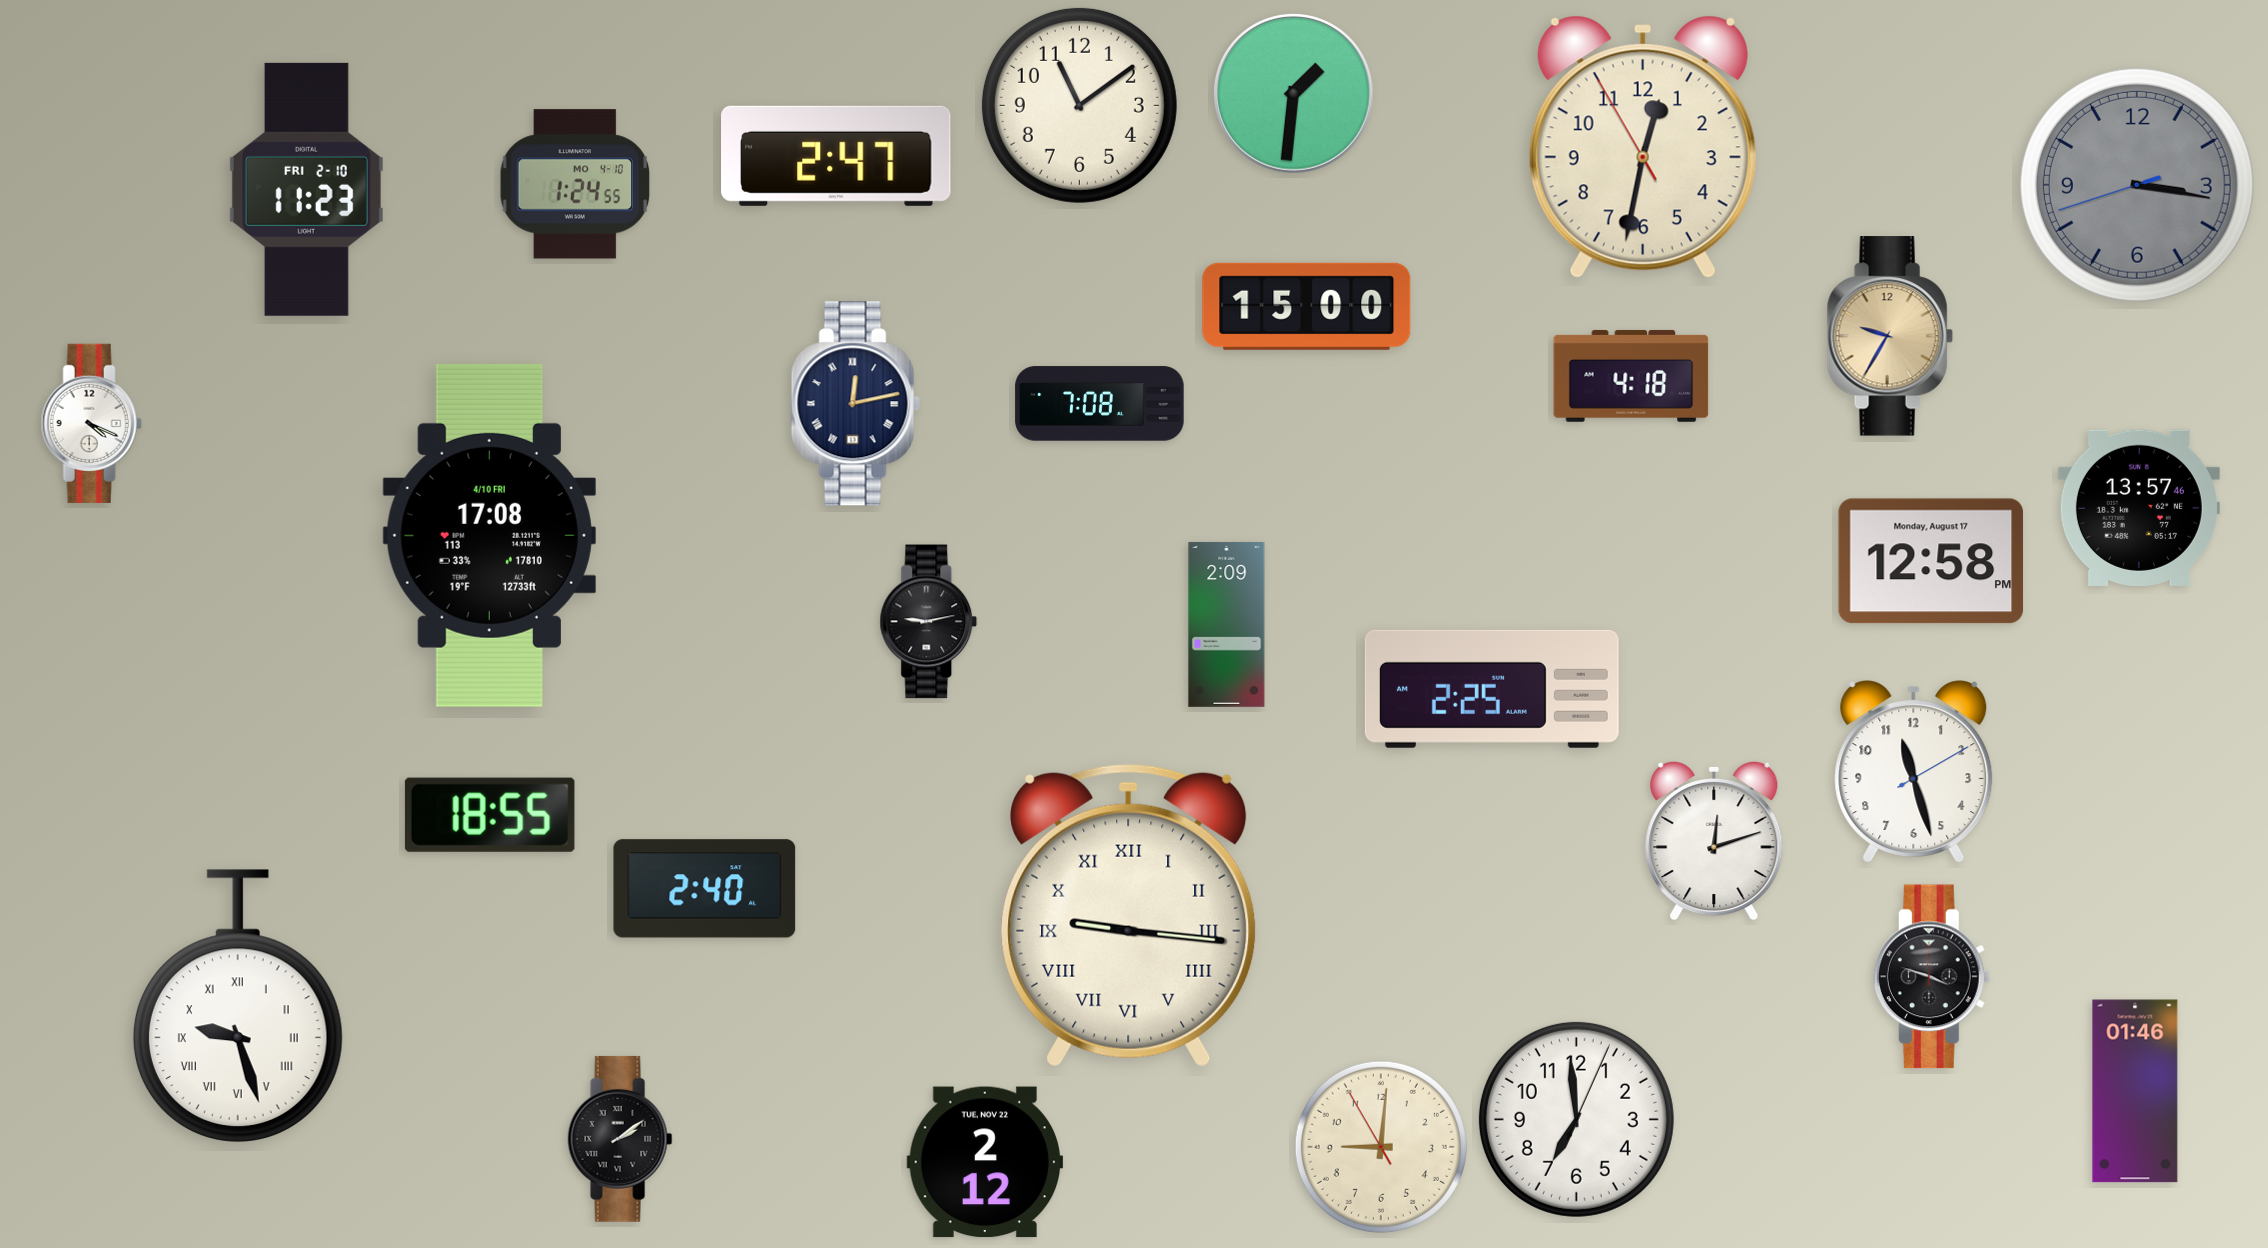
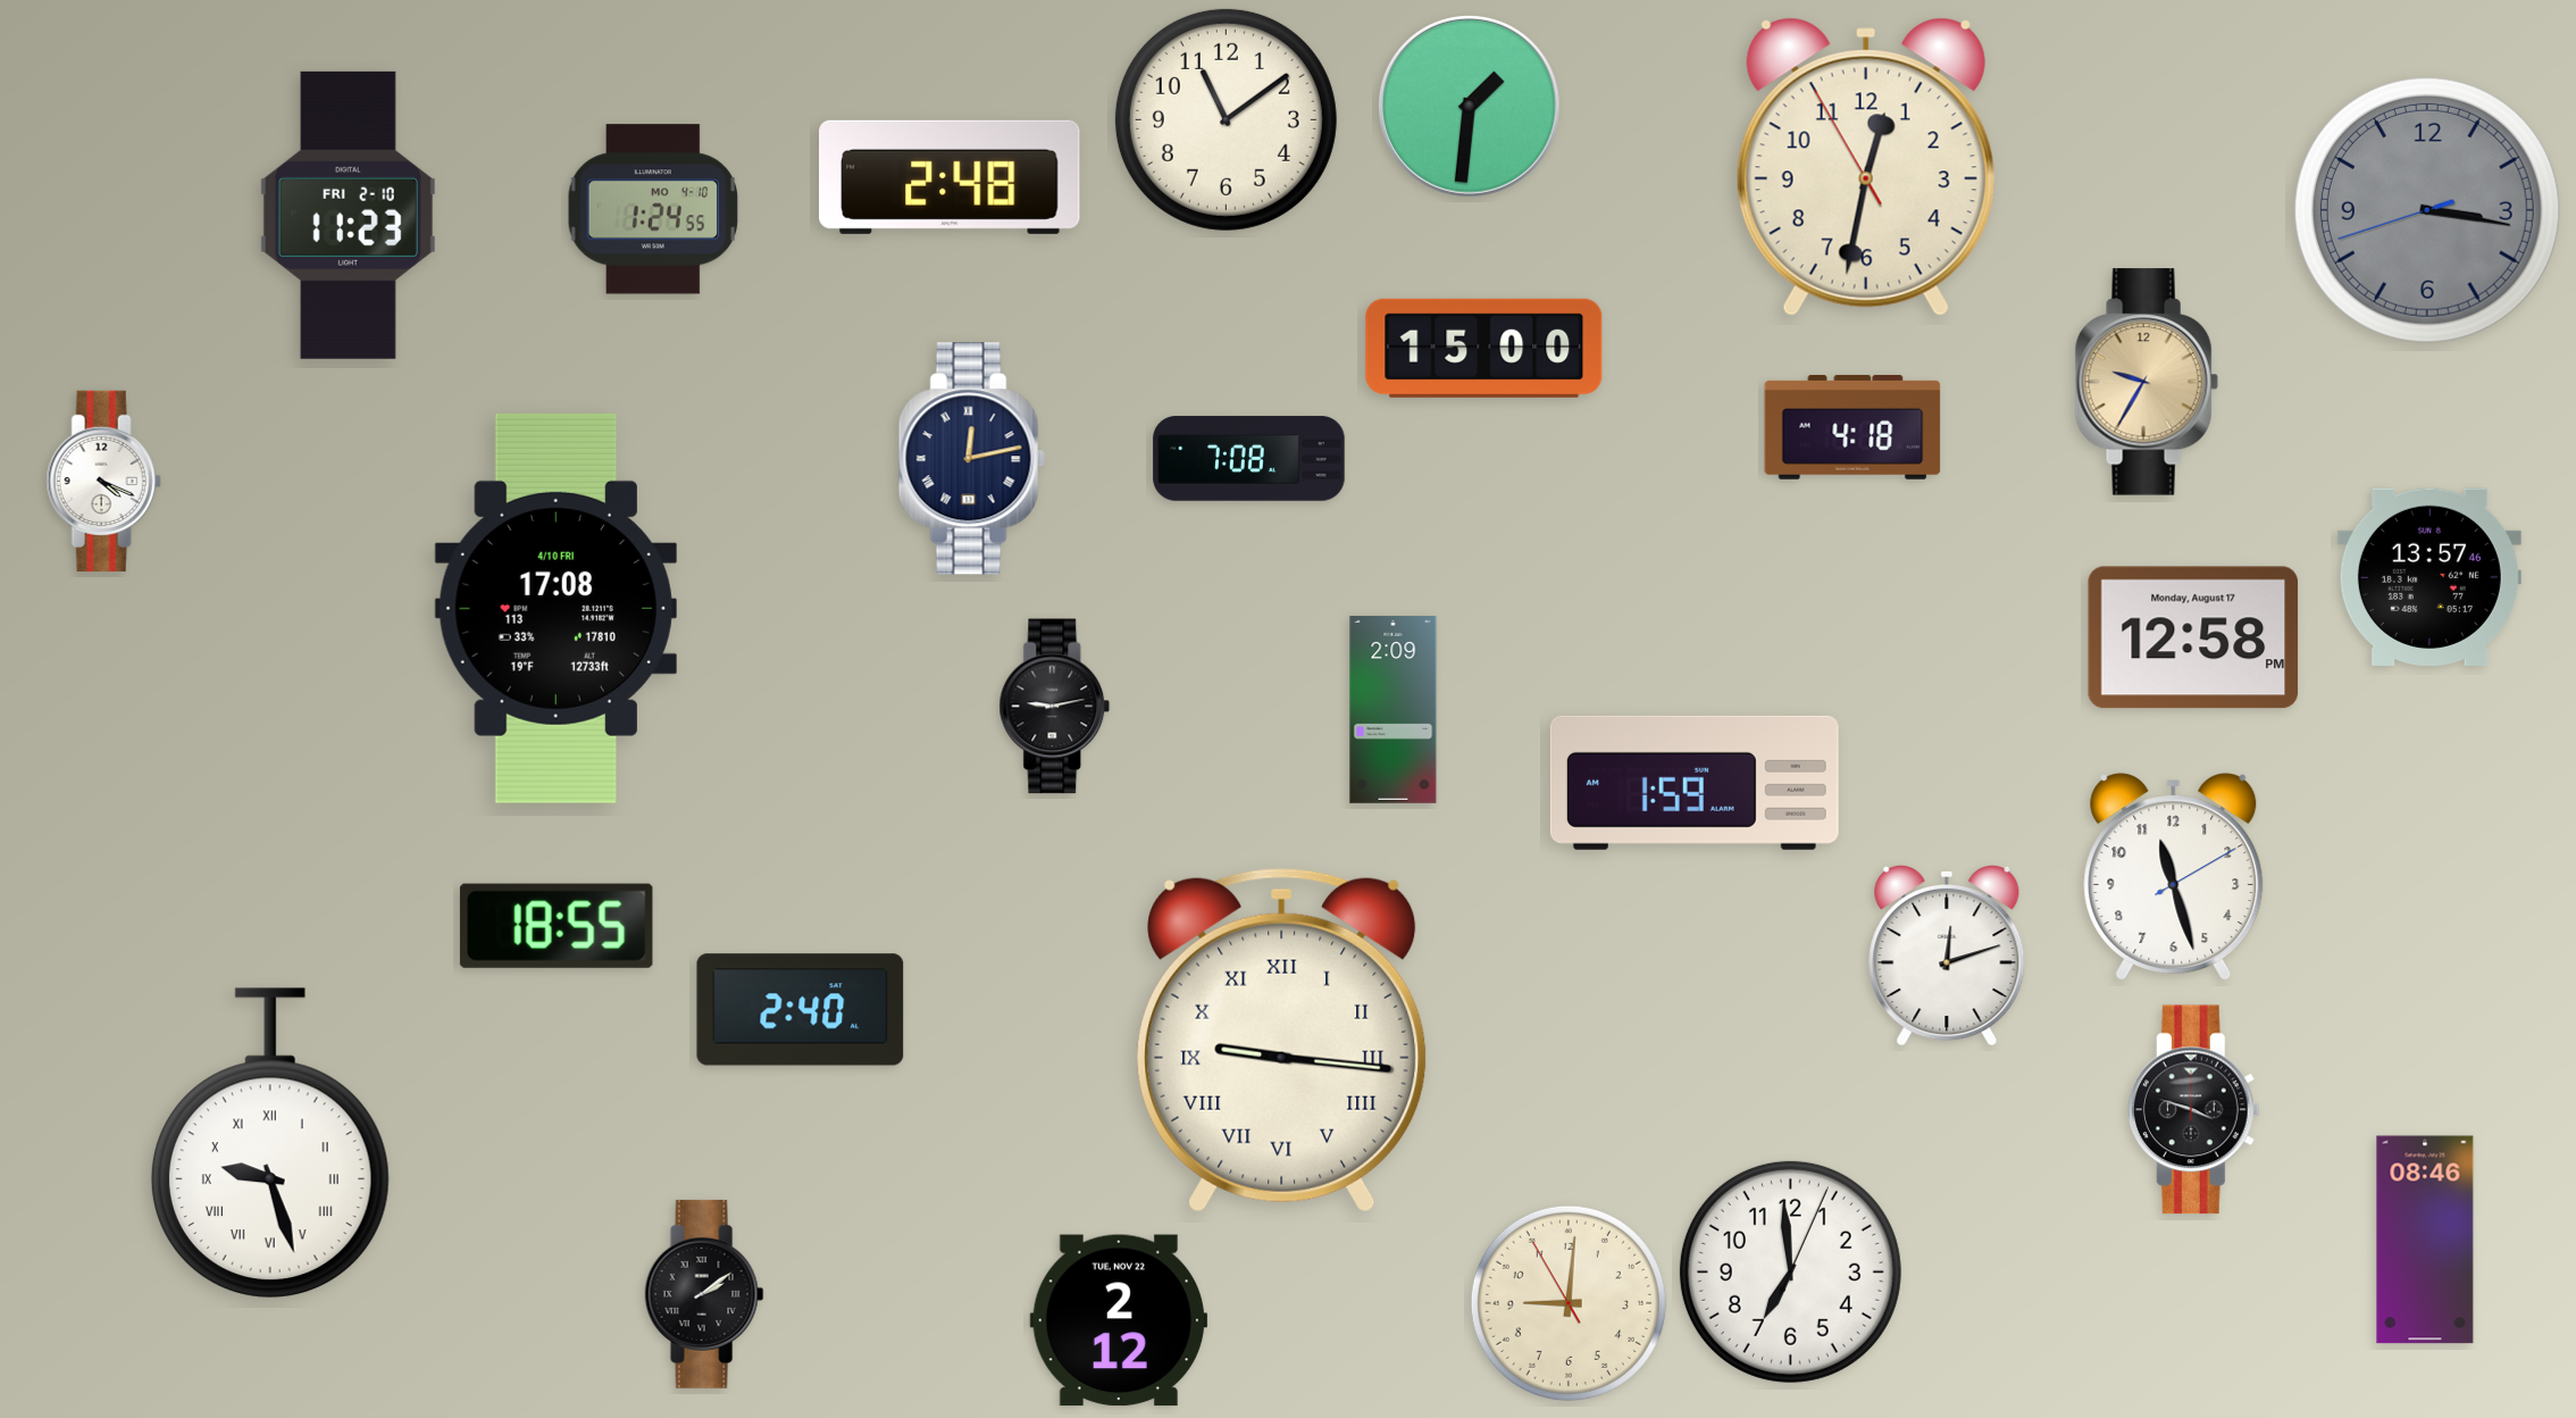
clock at (836, 156): 2:47 -> 2:48
clock at (1492, 689): 2:25 -> 1:59
clock at (2135, 1091): 01:46 -> 08:46
